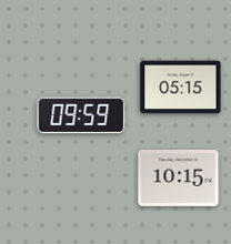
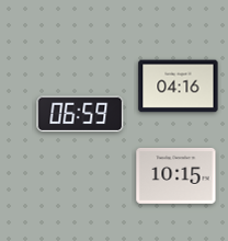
clock at (181, 88): 05:15 -> 04:16
clock at (81, 115): 09:59 -> 06:59
